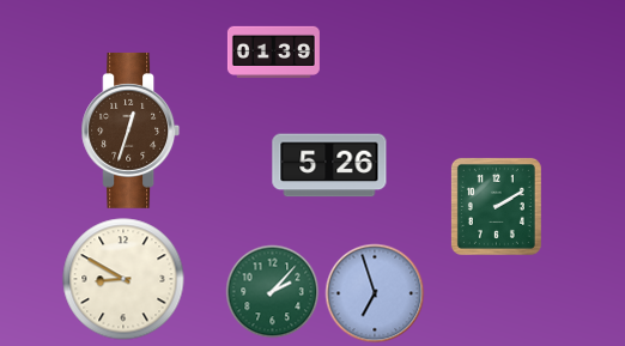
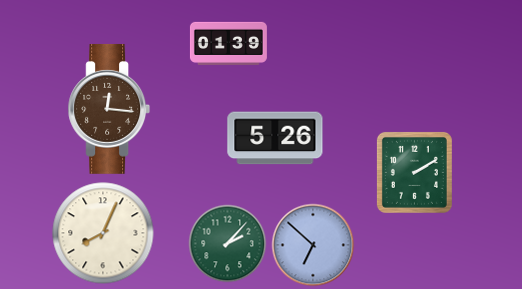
clock at (131, 130): 12:33 -> 12:16
clock at (123, 279): 8:50 -> 8:04
clock at (375, 293): 6:57 -> 6:52
